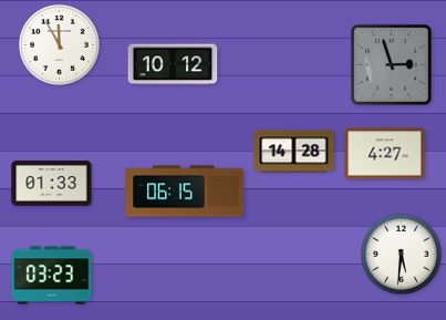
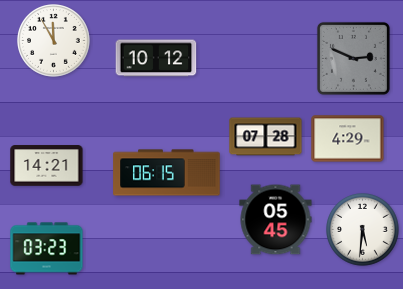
clock at (391, 64): 2:57 -> 2:49
clock at (294, 152): 14:28 -> 07:28
clock at (385, 154): 4:27 -> 4:29
clock at (52, 184): 01:33 -> 14:21
clock at (276, 220): none -> 05:45
